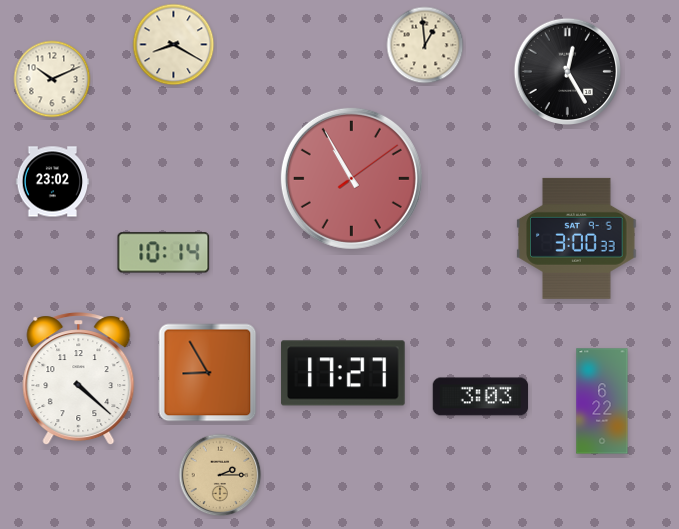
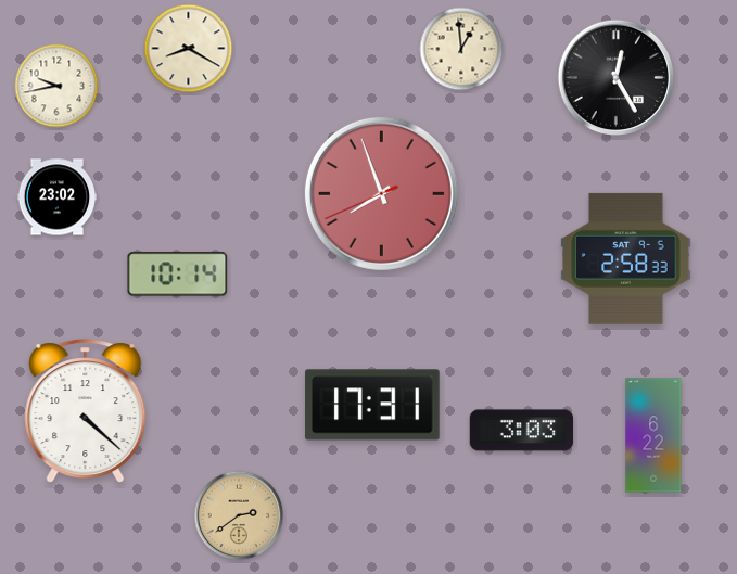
clock at (52, 79): 10:11 -> 9:43
clock at (351, 178): 10:55 -> 7:56
clock at (577, 238): 3:00 -> 2:58
clock at (208, 373): 8:55 -> none
clock at (343, 373): 17:27 -> 17:31
clock at (220, 475): 2:15 -> 2:39
